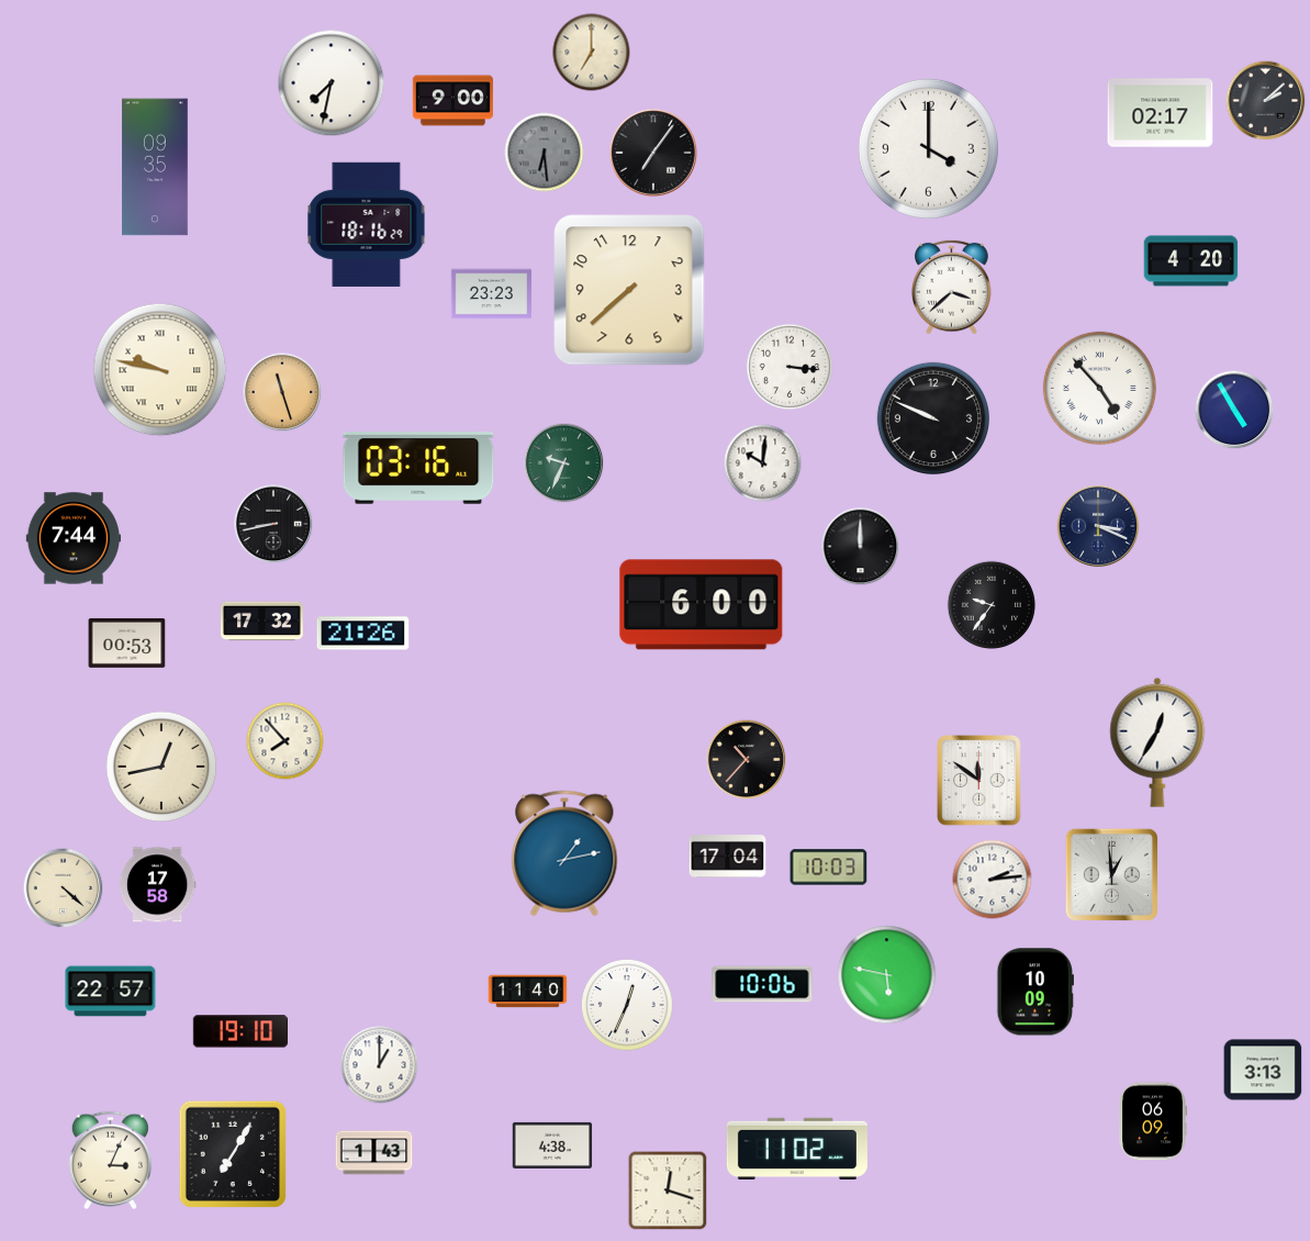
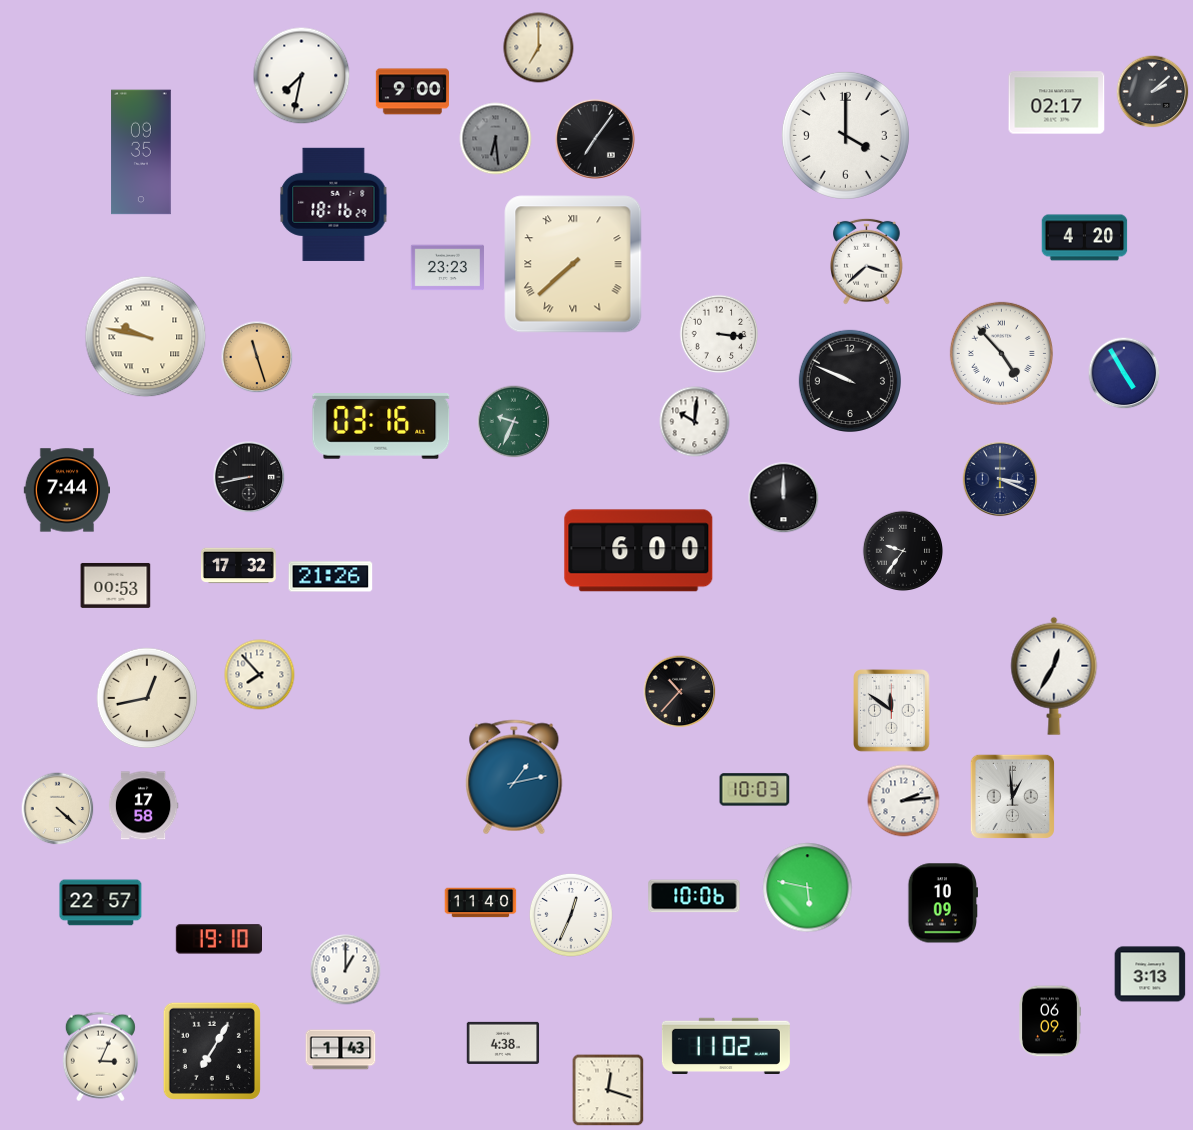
clock at (629, 290) numerals: Arabic -> Roman
clock at (728, 857): 17:04 -> none
clock at (668, 1190) position: (668, 1190) -> (608, 1090)
